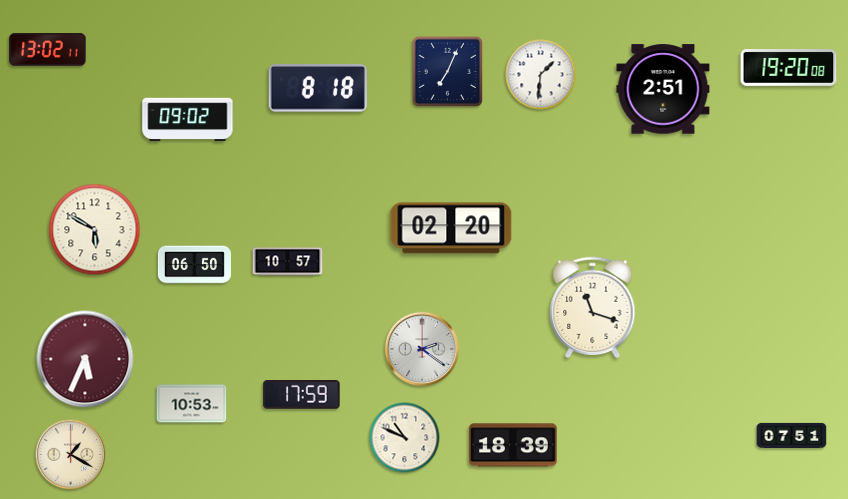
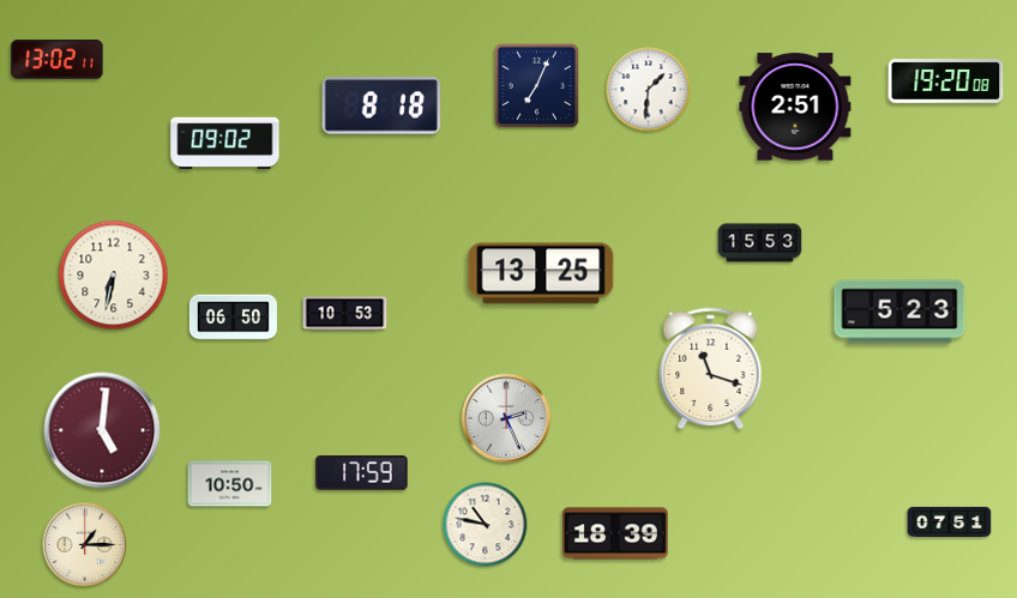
clock at (760, 243): none -> 15:53
clock at (451, 228): 02:20 -> 13:25
clock at (95, 230): 5:50 -> 6:32
clock at (899, 312): none -> 5:23
clock at (288, 262): 10:57 -> 10:53
clock at (421, 348): 2:21 -> 2:26
clock at (85, 359): 5:34 -> 5:01
clock at (192, 404): 10:53 -> 10:50
clock at (405, 438): 10:49 -> 10:47
clock at (71, 455): 1:20 -> 1:15
